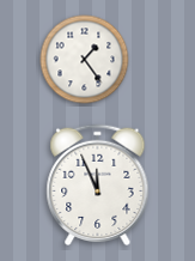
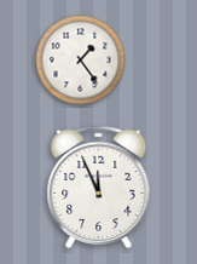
clock at (85, 60) position: (85, 60) -> (81, 61)
